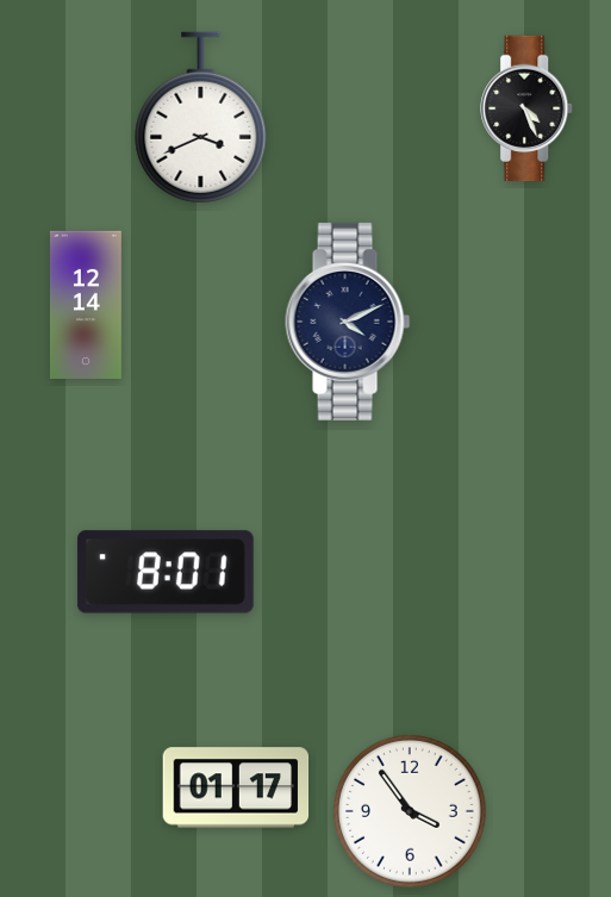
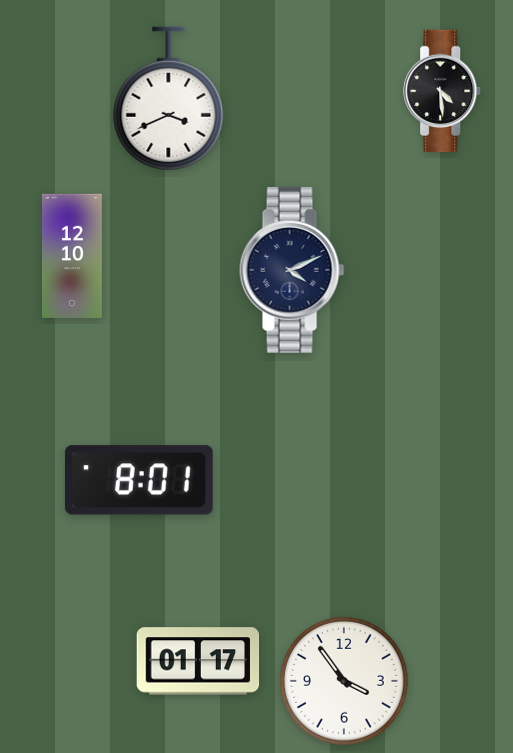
clock at (528, 108): 4:26 -> 4:29
clock at (86, 305): 12:14 -> 12:10
